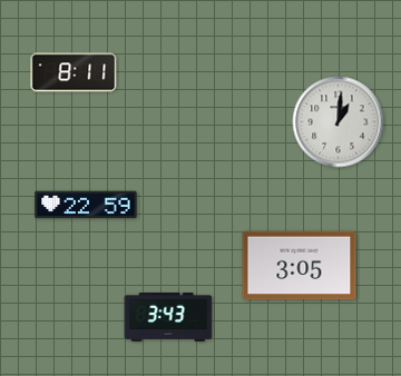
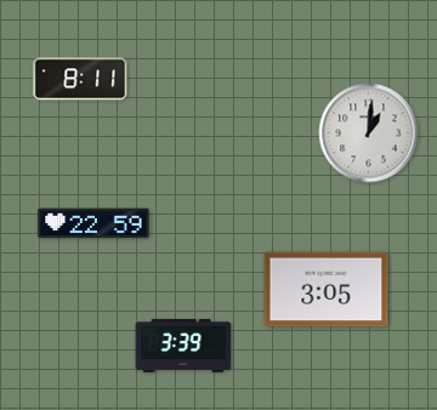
clock at (168, 317): 3:43 -> 3:39
